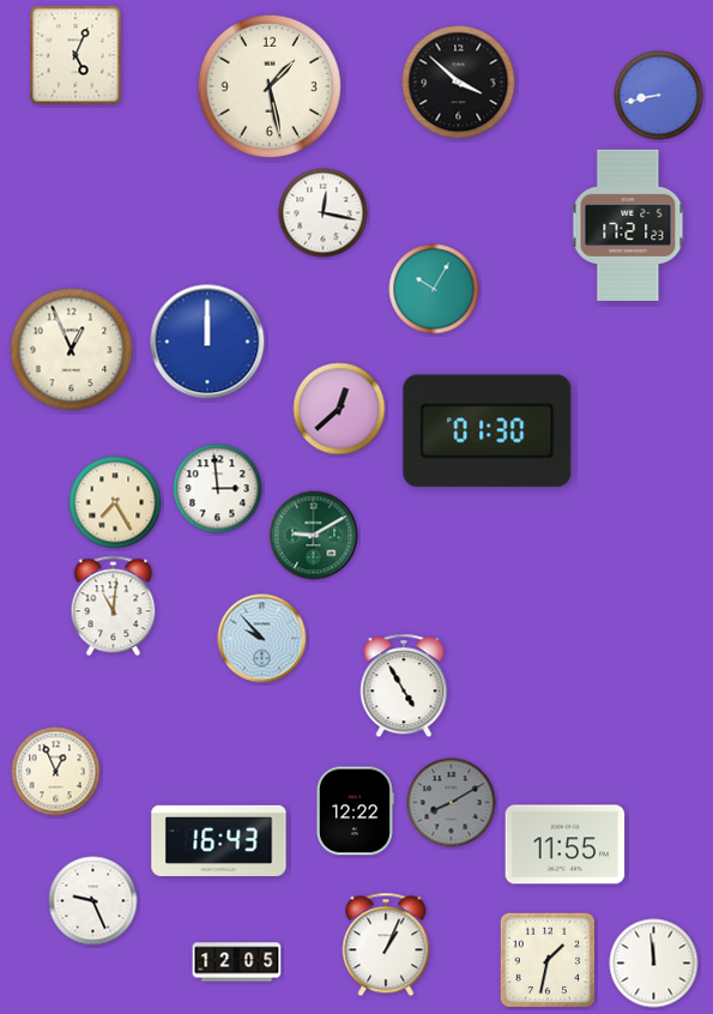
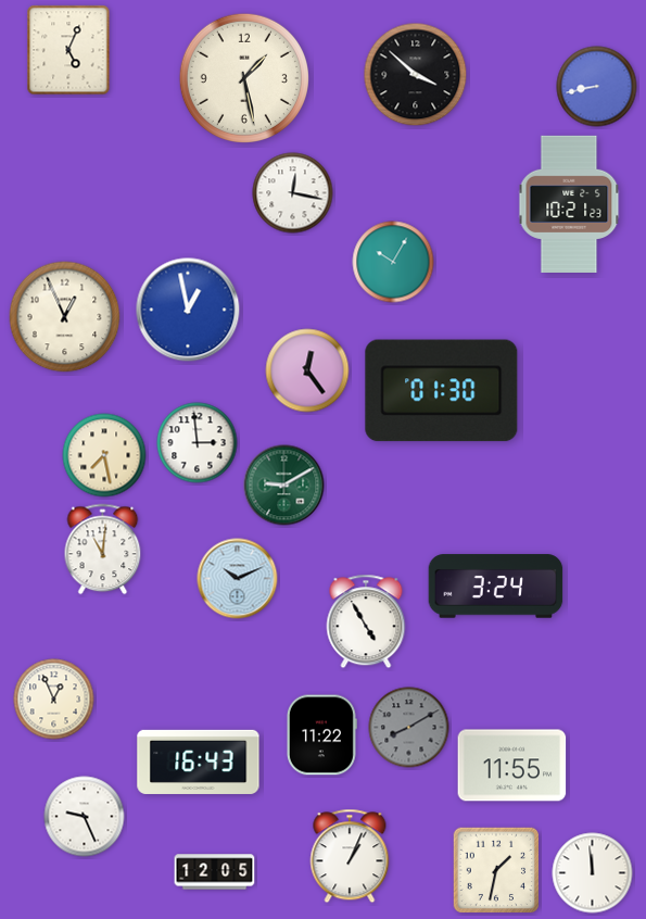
clock at (628, 225): 17:21 -> 10:21
clock at (207, 342): 12:00 -> 12:58
clock at (339, 409): 12:38 -> 12:24
clock at (115, 502): 7:25 -> 7:28
clock at (262, 639): 9:53 -> 10:11
clock at (496, 587): none -> 3:24
clock at (56, 772) position: (56, 772) -> (54, 700)
clock at (355, 811): 12:22 -> 11:22
